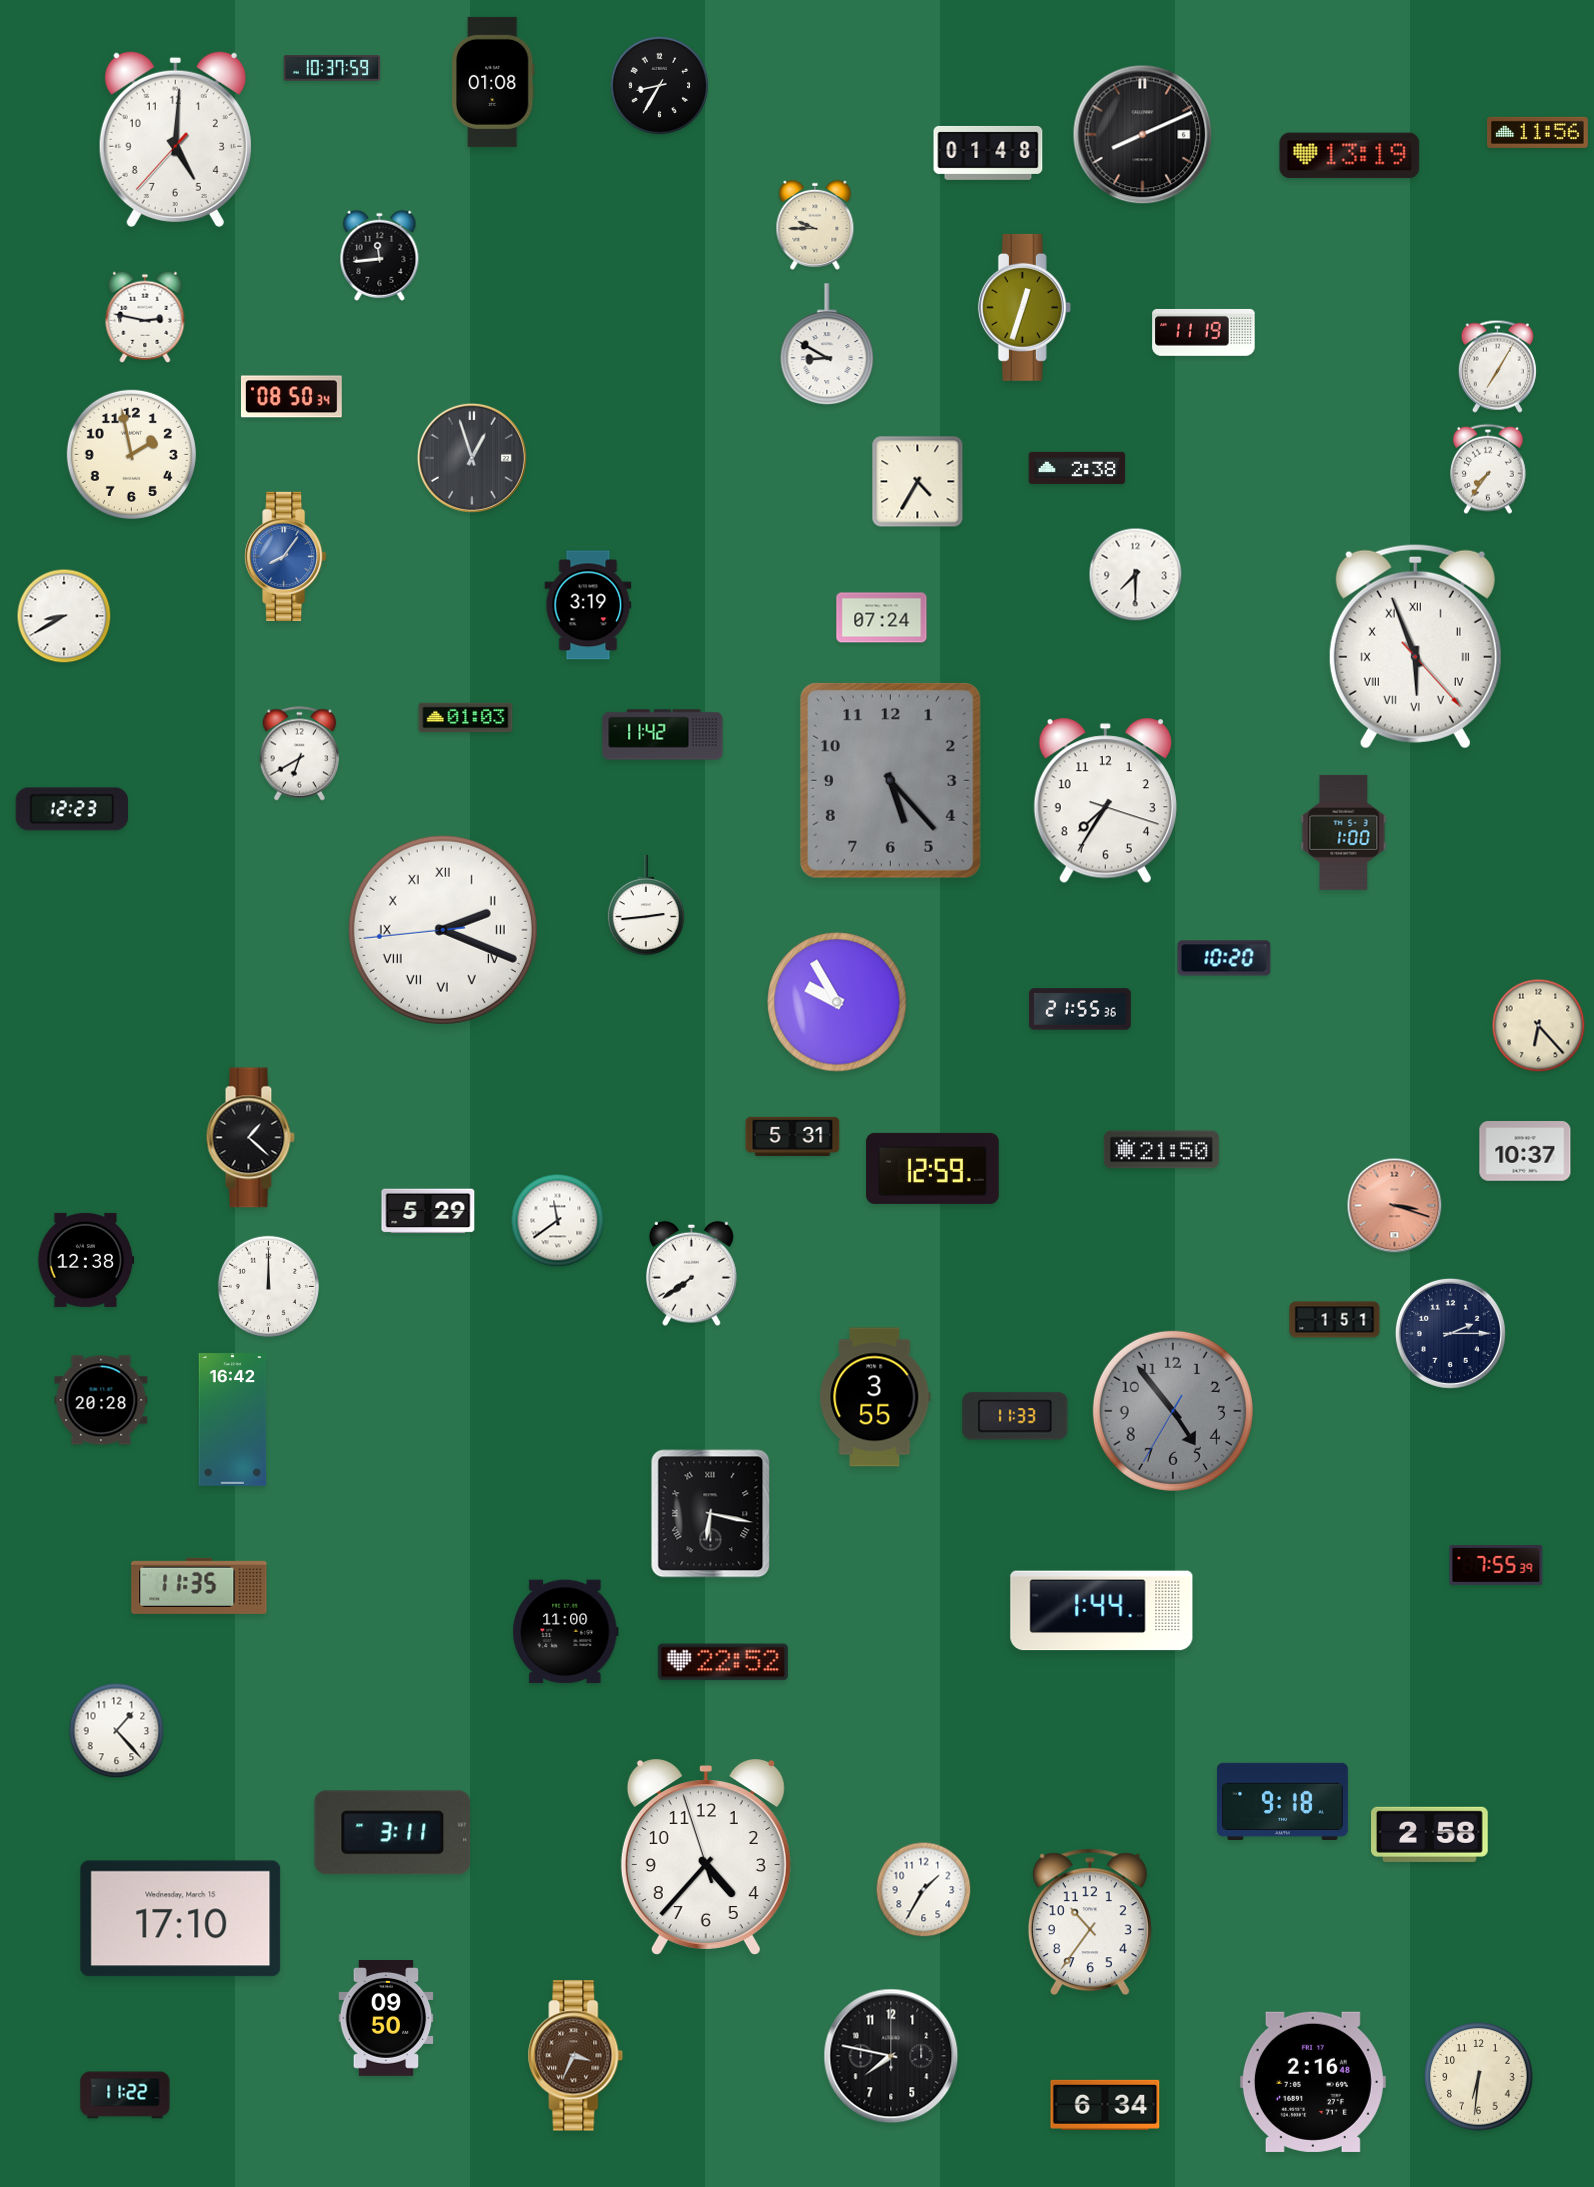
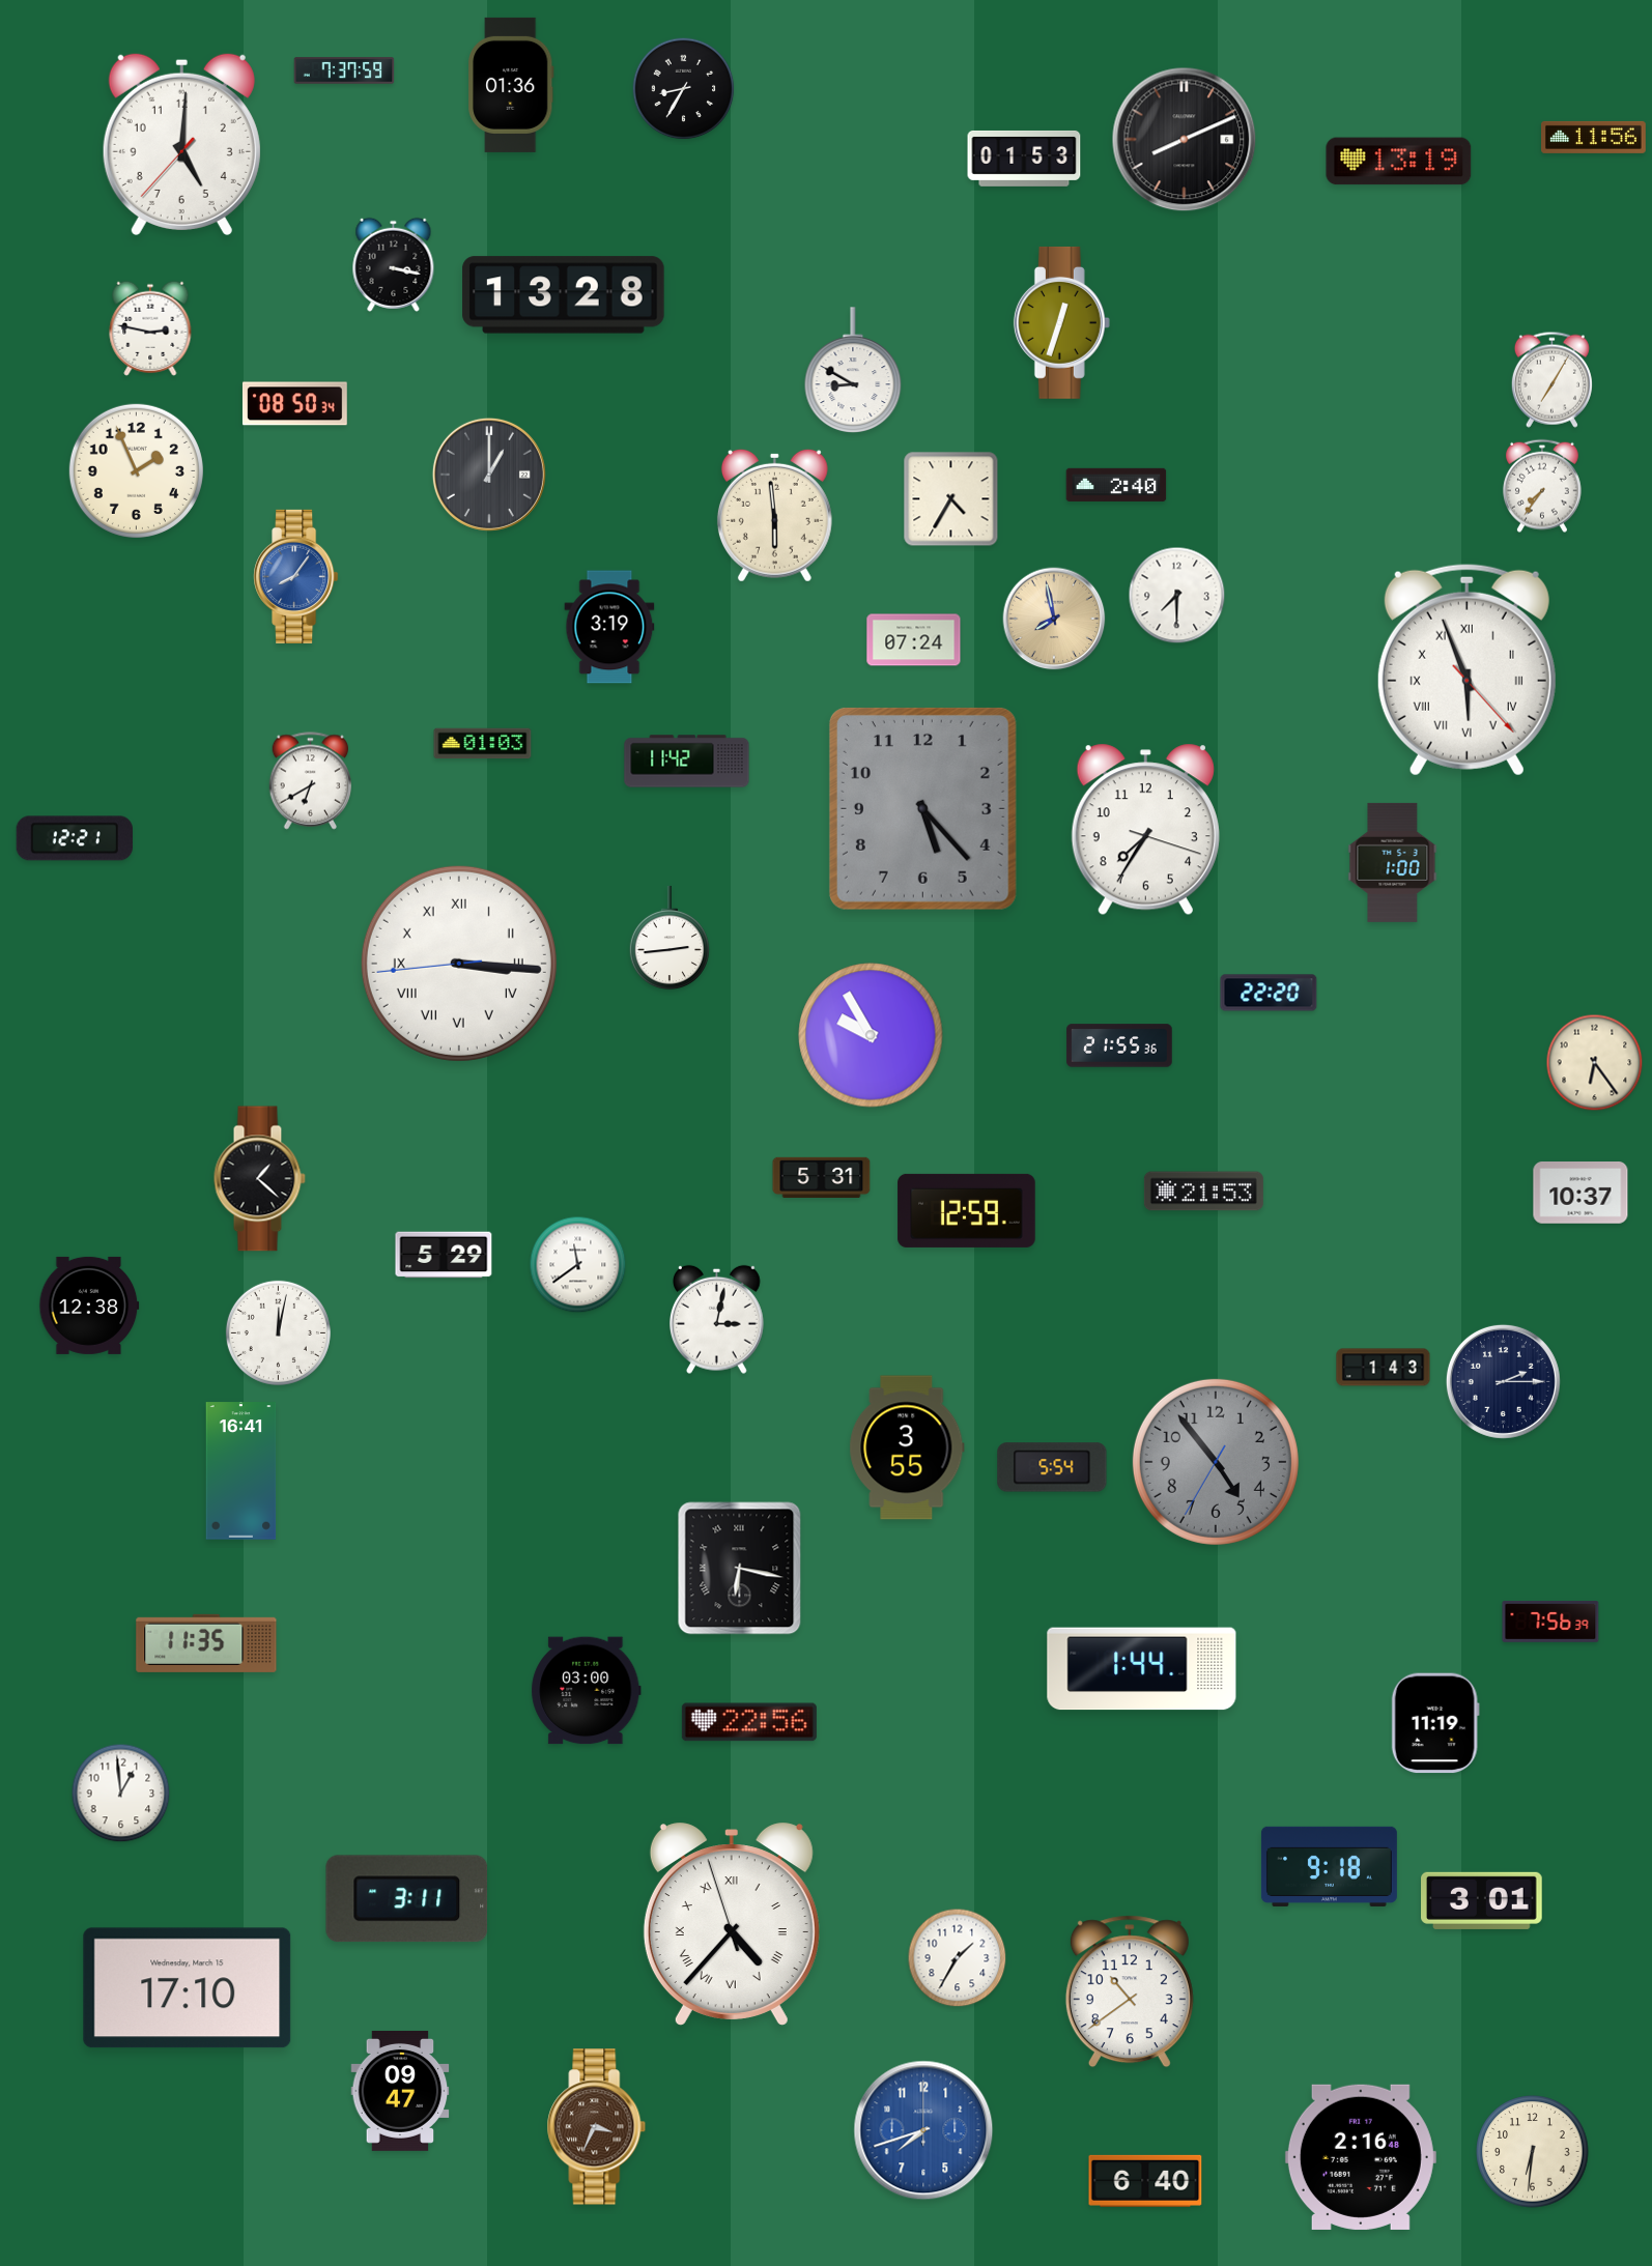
clock at (332, 68): 10:37 -> 7:37
clock at (493, 82): 01:08 -> 01:36
clock at (988, 153): 01:48 -> 01:53
clock at (815, 225): 9:45 -> none
clock at (380, 255): 11:44 -> 3:17
clock at (564, 295): none -> 13:28
clock at (1024, 307) position: (1024, 307) -> (1061, 322)
clock at (1204, 332): 11:19 -> none
clock at (827, 344) position: (827, 344) -> (853, 370)
clock at (291, 397) position: (291, 397) -> (294, 404)
clock at (131, 454): 1:58 -> 1:56
clock at (472, 458): 12:57 -> 1:00
clock at (1077, 468): 2:38 -> 2:40
clock at (774, 515): none -> 5:59
clock at (1054, 619): none -> 7:58
clock at (64, 616): 8:40 -> none
clock at (71, 809): 12:23 -> 12:21
clock at (443, 930): 2:18 -> 3:15
clock at (1224, 958): 10:20 -> 22:20
clock at (837, 1002) position: (837, 1002) -> (871, 1035)
clock at (1539, 1026): 6:23 -> 6:24
clock at (1161, 1150): 21:50 -> 21:53
clock at (1395, 1206): 3:18 -> none
clock at (692, 1273): 7:39 -> 3:02
clock at (268, 1286): 12:00 -> 12:02
clock at (1335, 1320): 1:51 -> 1:43
clock at (101, 1400): 20:28 -> none
clock at (1015, 1416): 11:33 -> 5:54
clock at (233, 1420): 16:42 -> 16:41
clock at (711, 1514) position: (711, 1514) -> (740, 1569)
clock at (1496, 1565): 7:55 -> 7:56
clock at (566, 1632): 11:00 -> 03:00
clock at (723, 1662): 22:52 -> 22:56
clock at (1435, 1723): none -> 11:19
clock at (117, 1731): 1:23 -> 12:59
clock at (1430, 1834): 2:58 -> 3:01
clock at (706, 1857) numerals: Arabic -> Roman
clock at (1090, 1922): 10:36 -> 10:39
clock at (386, 2018): 09:50 -> 09:47
clock at (576, 2056) position: (576, 2056) -> (597, 2127)
clock at (891, 2056): 7:47 -> 7:42
clock at (891, 2056) dial: black -> blue
clock at (125, 2095): 11:22 -> none
clock at (1105, 2105): 6:34 -> 6:40
